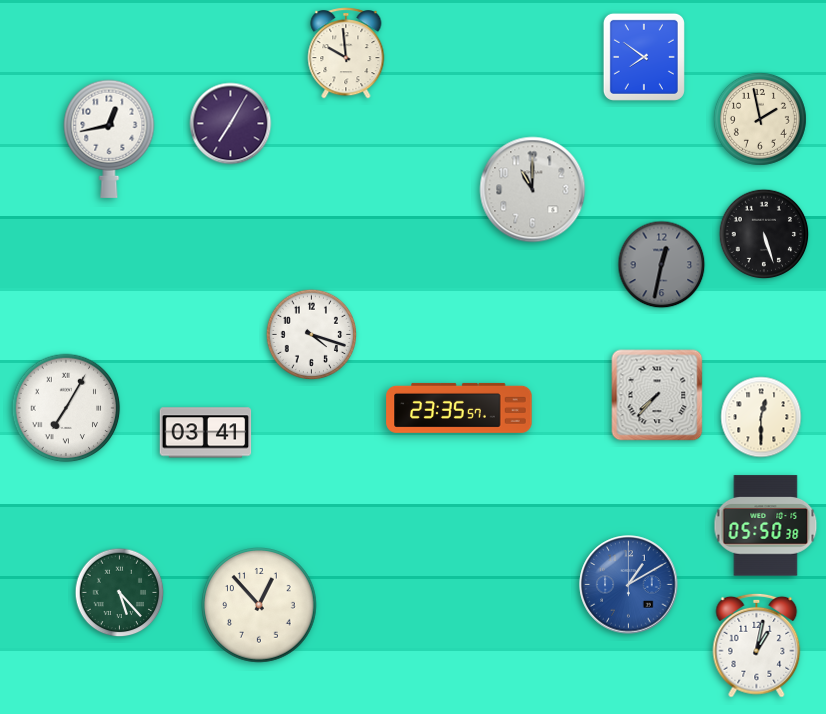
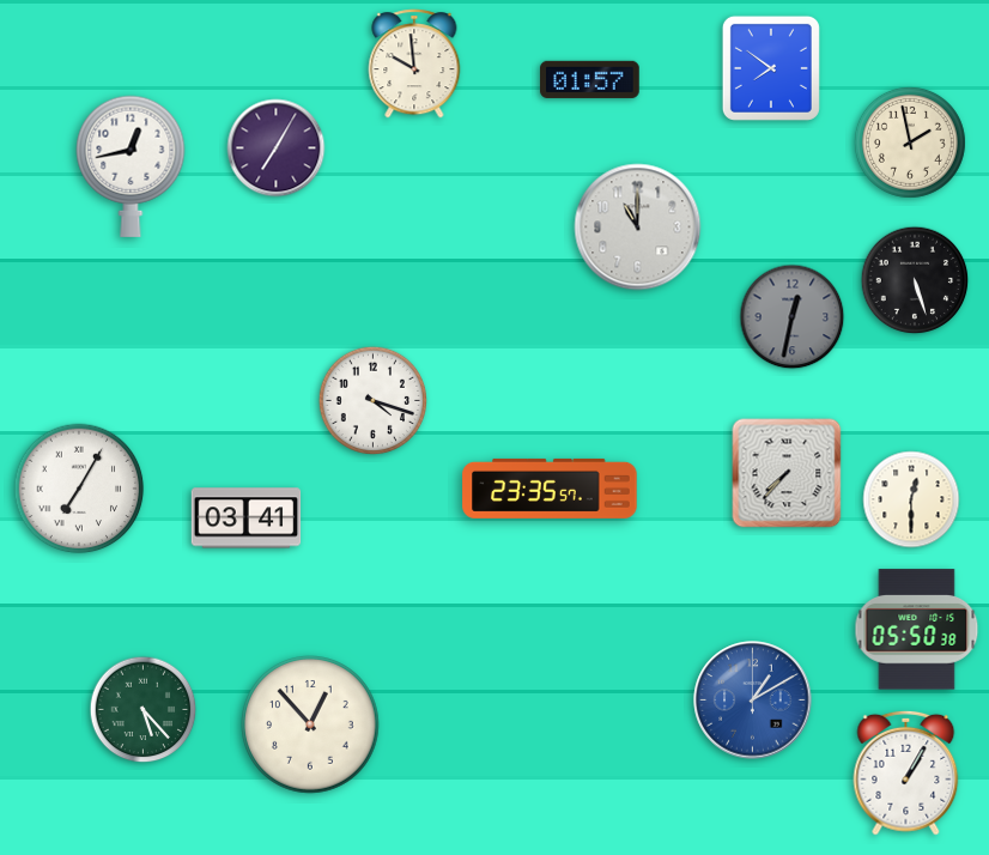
clock at (590, 79): none -> 01:57
clock at (757, 645): 1:02 -> 1:05
